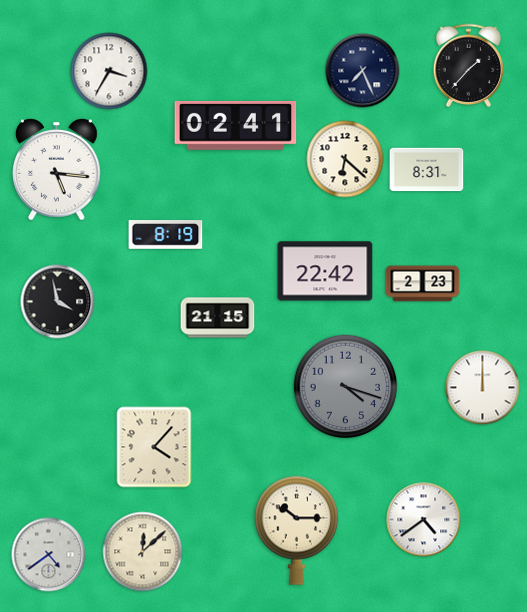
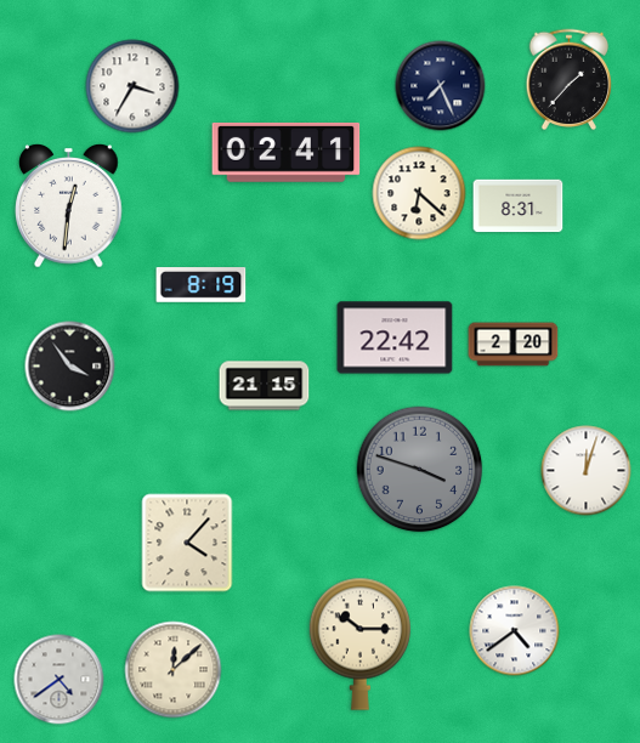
clock at (57, 170): 5:16 -> 12:31
clock at (325, 271) position: (325, 271) -> (395, 338)
clock at (423, 284): 2:23 -> 2:20
clock at (58, 302): 3:58 -> 3:54
clock at (346, 387): 4:18 -> 3:48
clock at (483, 388): 12:00 -> 12:03
clock at (49, 555) position: (49, 555) -> (60, 680)
